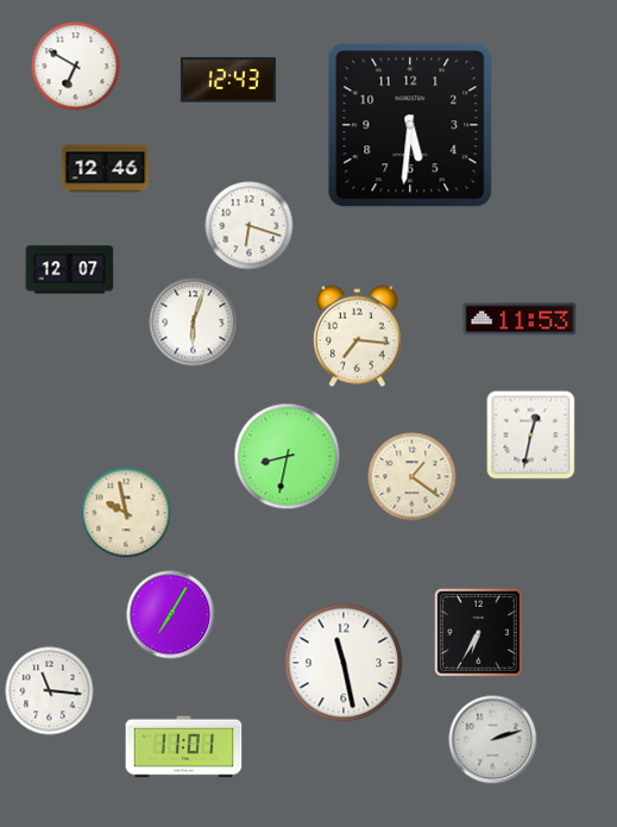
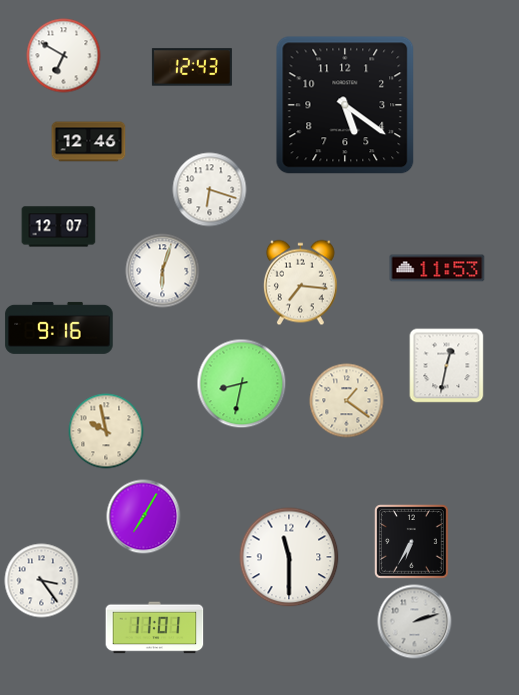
clock at (410, 125): 5:31 -> 5:21
clock at (59, 328): none -> 9:16
clock at (479, 633) position: (479, 633) -> (412, 542)
clock at (344, 663): 11:28 -> 11:30
clock at (50, 691): 11:16 -> 3:24
